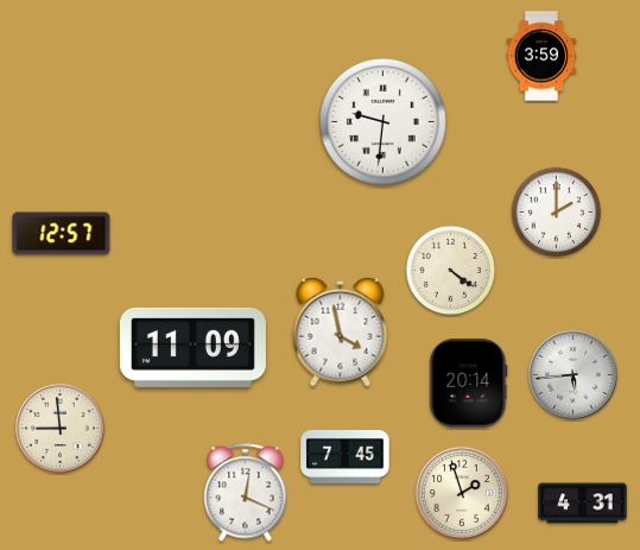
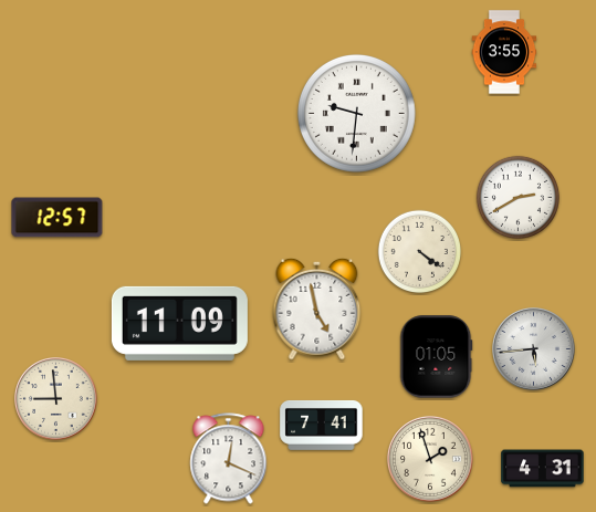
clock at (541, 56): 3:59 -> 3:55
clock at (556, 211): 2:00 -> 2:40
clock at (341, 331): 3:58 -> 4:58
clock at (469, 384): 20:14 -> 01:05
clock at (346, 456): 7:45 -> 7:41
